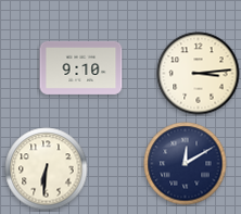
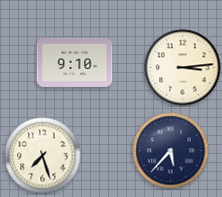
clock at (186, 164): 12:10 -> 5:37
clock at (47, 169): 6:31 -> 7:27
